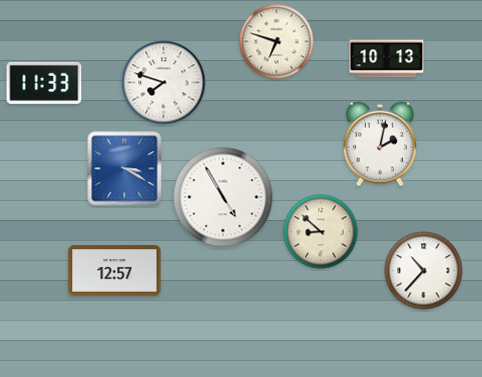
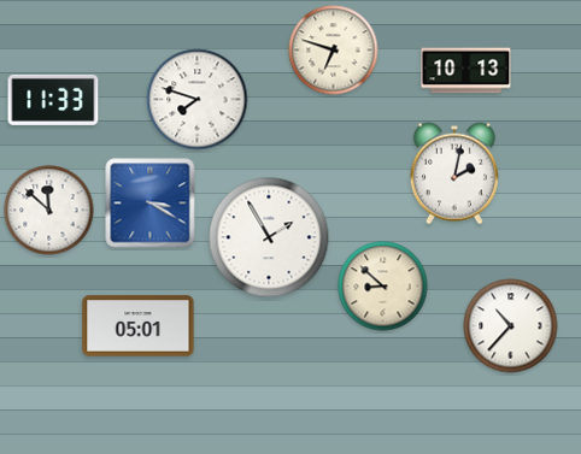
clock at (380, 144) position: (380, 144) -> (454, 173)
clock at (49, 211): none -> 11:52
clock at (223, 197): 4:55 -> 1:55
clock at (321, 232) position: (321, 232) -> (383, 287)
clock at (115, 271): 12:57 -> 05:01
